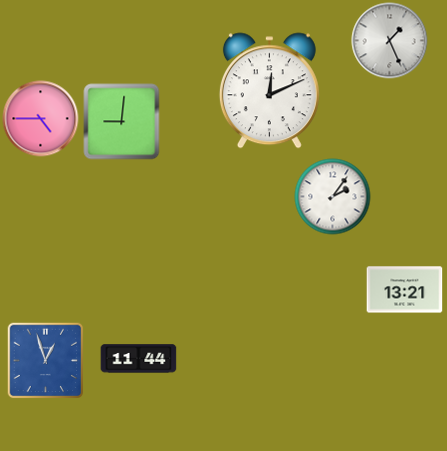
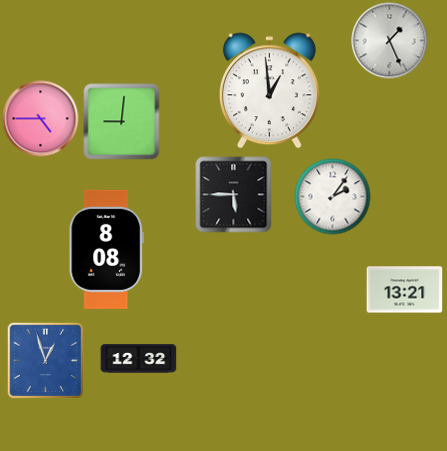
clock at (269, 91): 12:11 -> 12:59
clock at (234, 195): none -> 5:45
clock at (106, 249): none -> 8:08
clock at (139, 359): 11:44 -> 12:32
